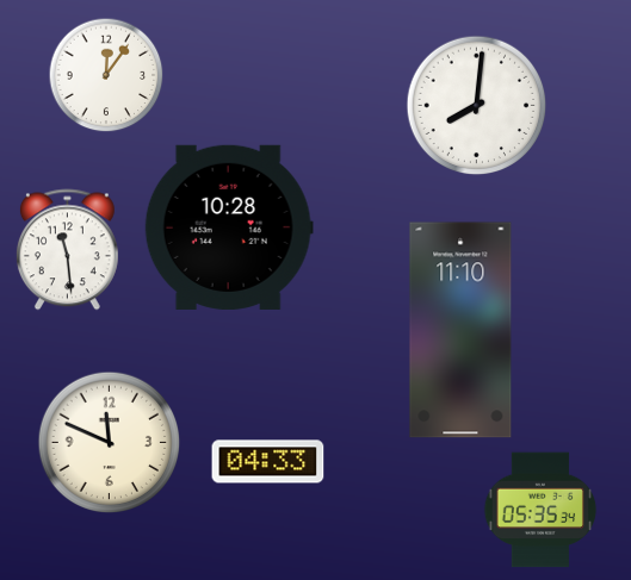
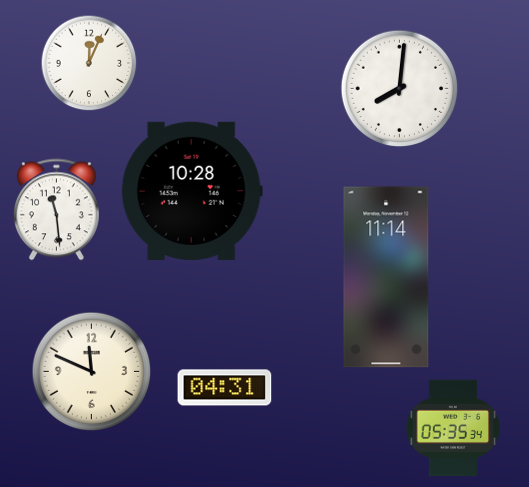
clock at (106, 75): 12:06 -> 12:04
clock at (460, 330): 11:10 -> 11:14
clock at (268, 462): 04:33 -> 04:31
